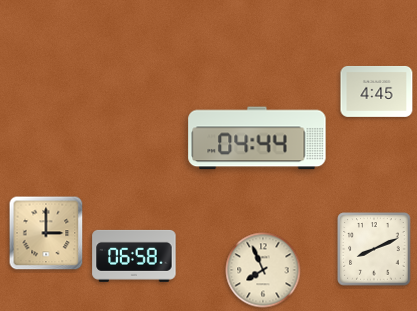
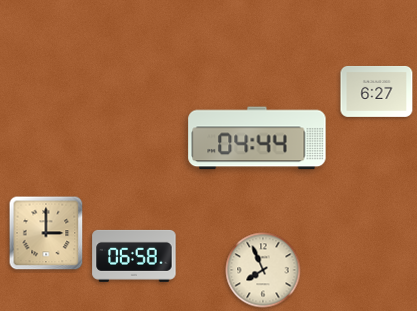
clock at (377, 91): 4:45 -> 6:27
clock at (374, 249): 8:11 -> none
